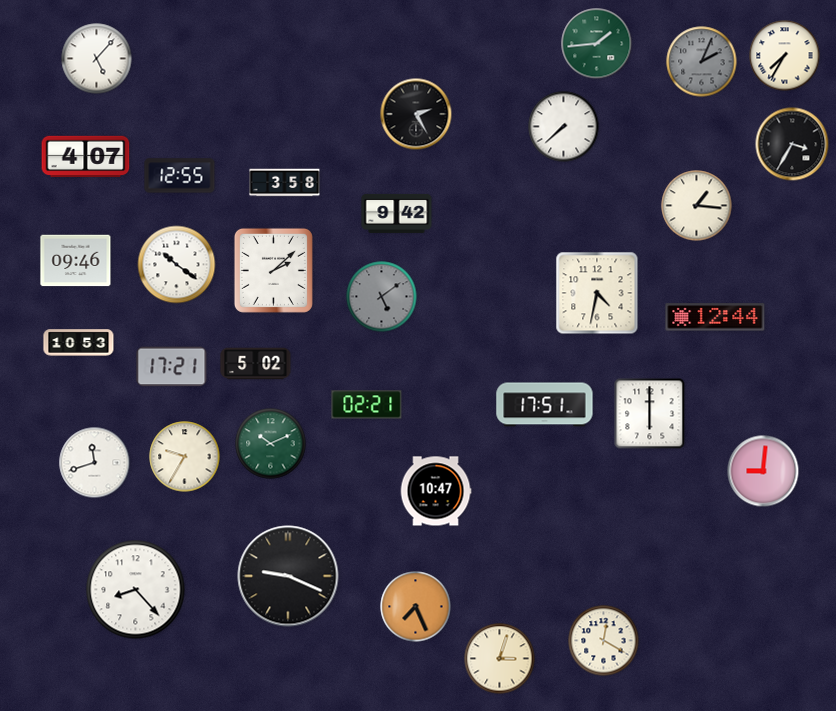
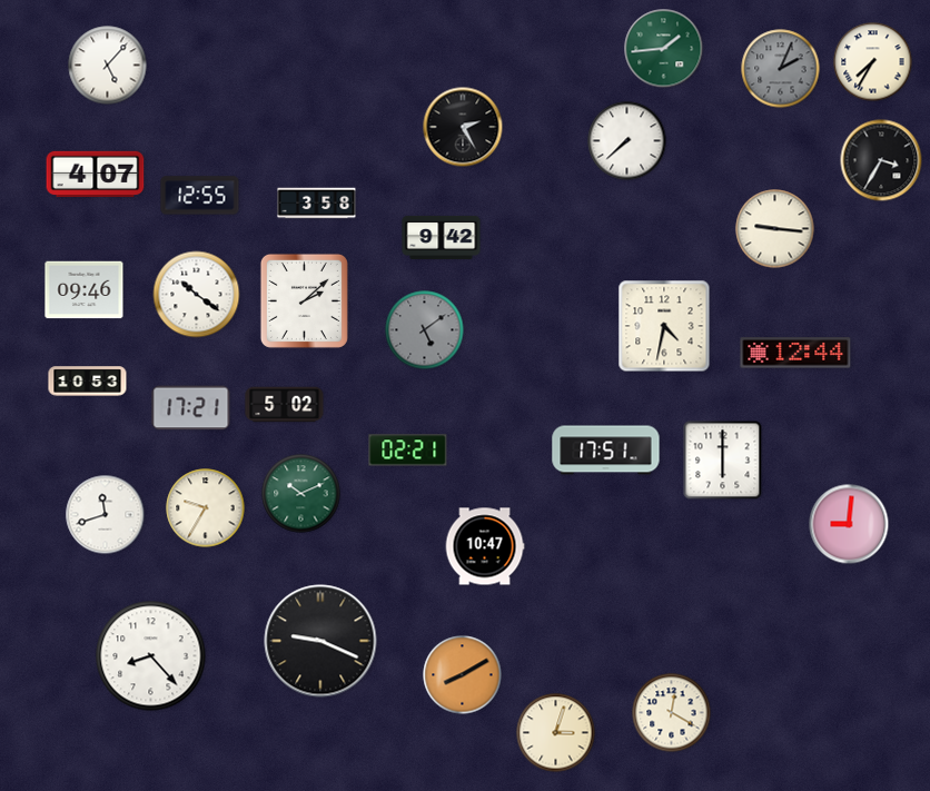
clock at (697, 206): 1:16 -> 9:16
clock at (416, 607): 7:26 -> 8:10
